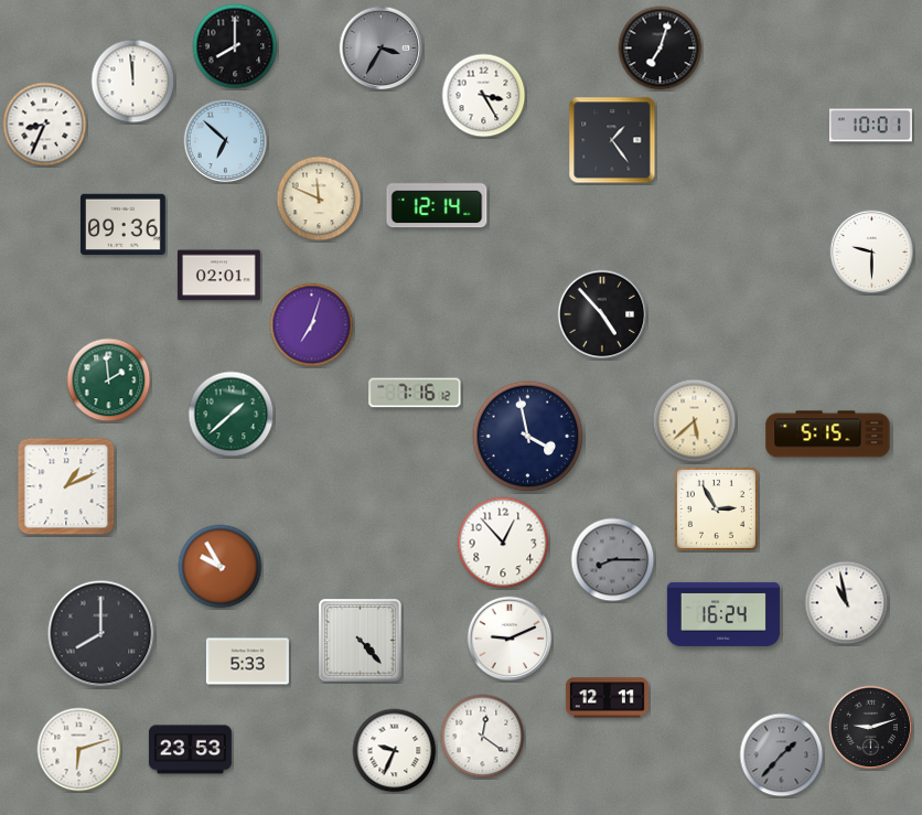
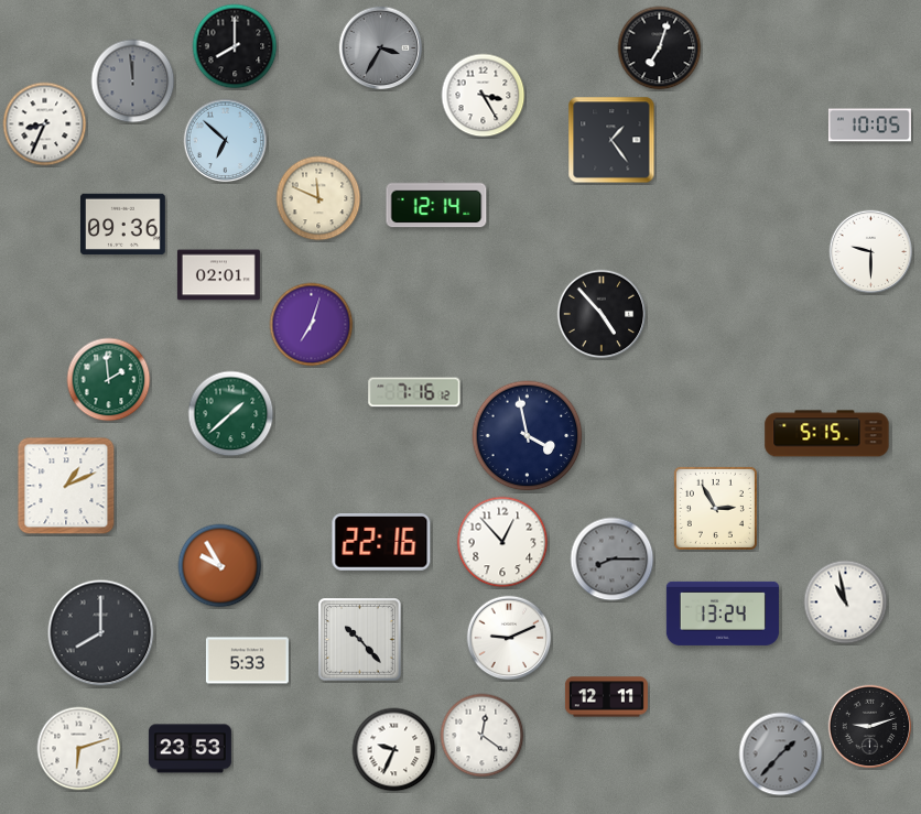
clock at (133, 82) dial: white -> grey
clock at (870, 126): 10:01 -> 10:05
clock at (695, 421): 5:38 -> none
clock at (381, 543): none -> 22:16
clock at (723, 614): 16:24 -> 13:24
clock at (361, 641): 4:23 -> 10:23
